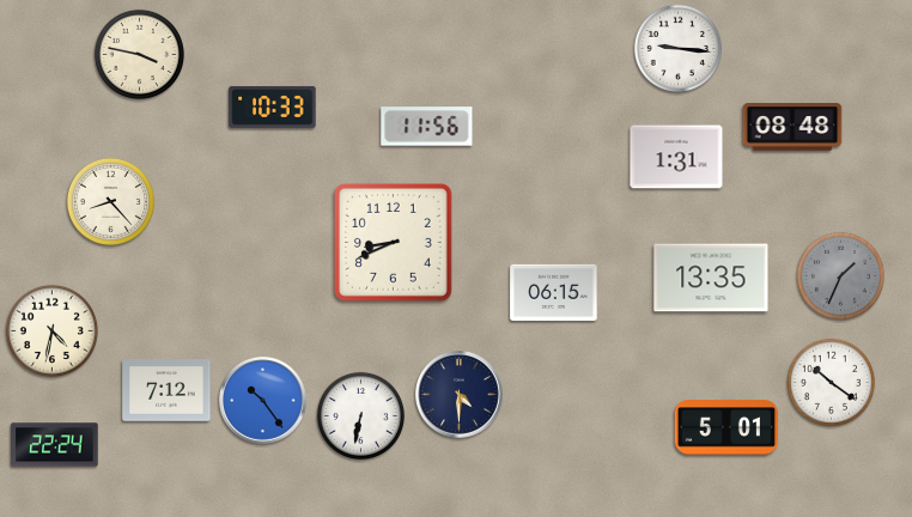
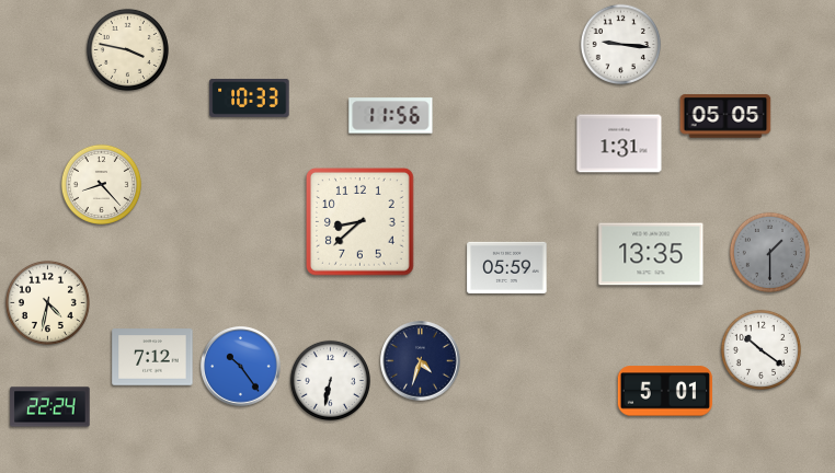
clock at (792, 127): 08:48 -> 05:05
clock at (394, 243): 8:41 -> 8:38
clock at (840, 275): 1:34 -> 1:30
clock at (554, 292): 06:15 -> 05:59
clock at (460, 395): 4:30 -> 4:33
